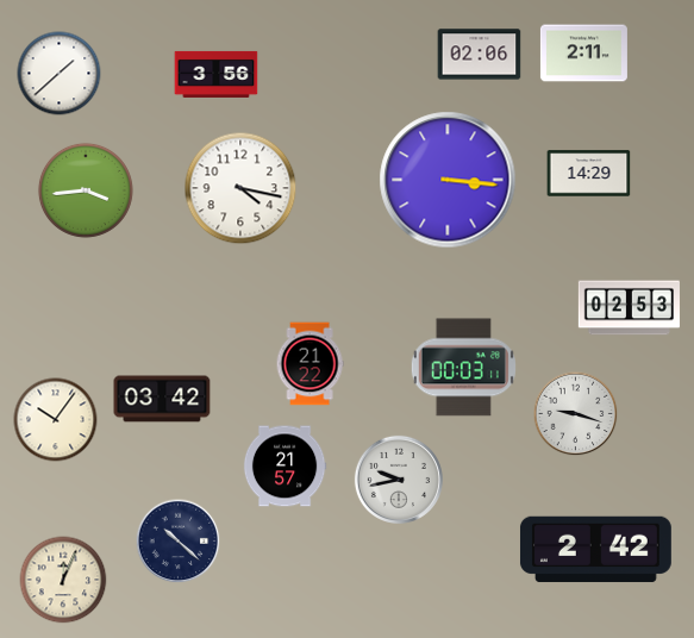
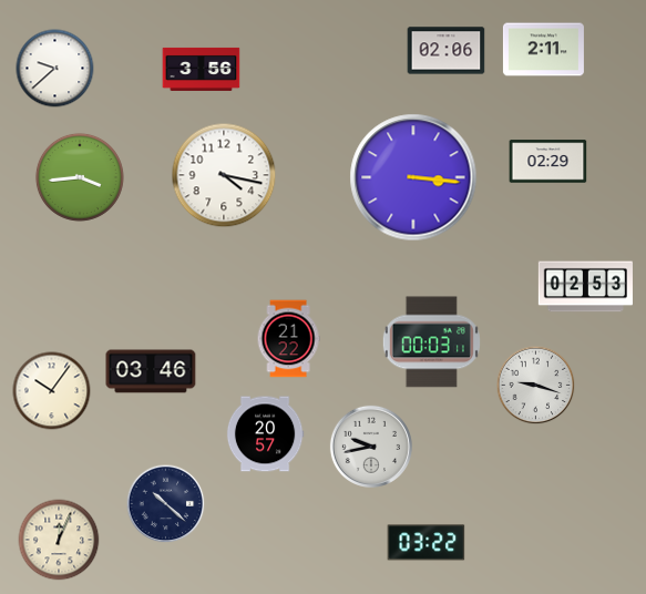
clock at (60, 74): 1:38 -> 9:38
clock at (589, 174): 14:29 -> 02:29
clock at (448, 180) position: (448, 180) -> (413, 177)
clock at (162, 399): 03:42 -> 03:46
clock at (285, 467): 21:57 -> 20:57
clock at (595, 550): 2:42 -> none
clock at (427, 543): none -> 03:22
